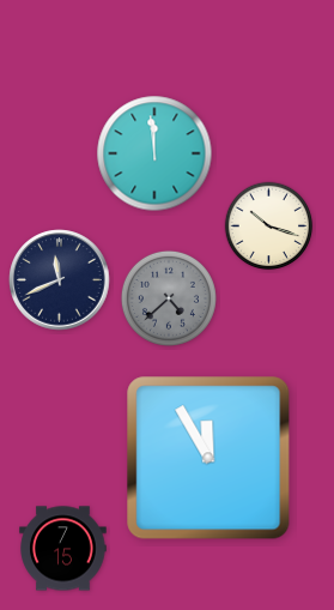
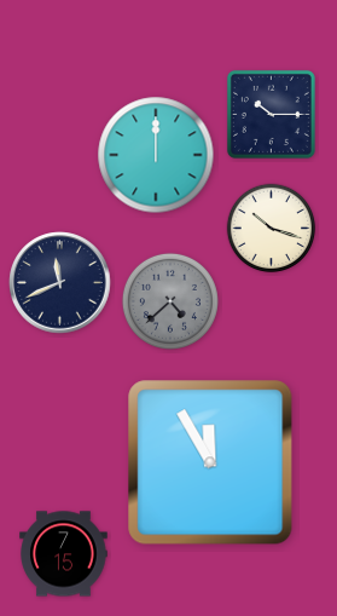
clock at (271, 114): none -> 10:15
clock at (154, 153): 11:59 -> 12:00
